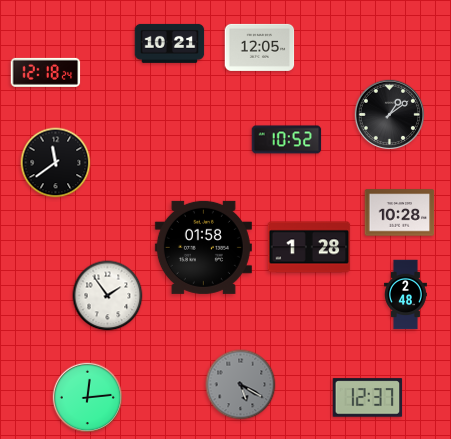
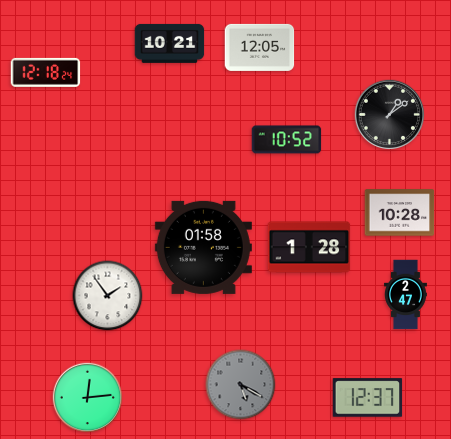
clock at (56, 163): 11:39 -> none
clock at (406, 295): 2:48 -> 2:47
